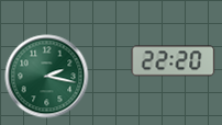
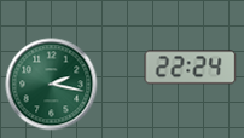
clock at (174, 61): 22:20 -> 22:24
